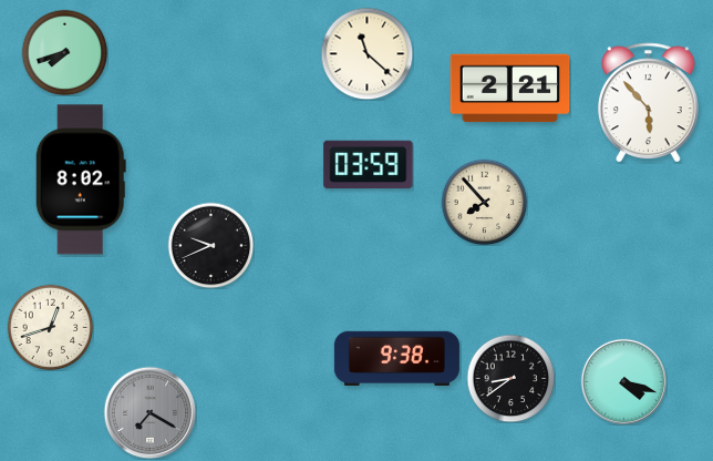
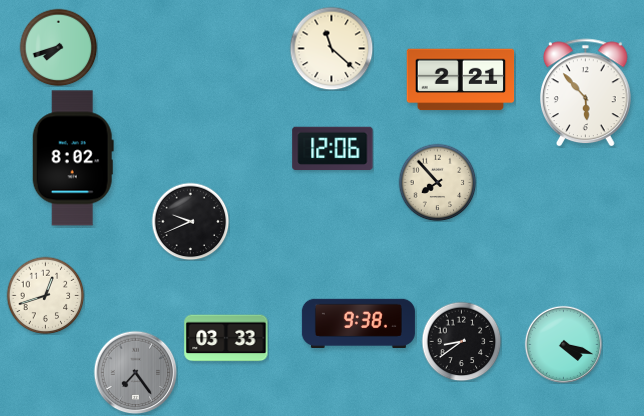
clock at (369, 165): 03:59 -> 12:06
clock at (81, 180) position: (81, 180) -> (73, 158)
clock at (226, 338): none -> 03:33
clock at (149, 412): 7:20 -> 7:24
